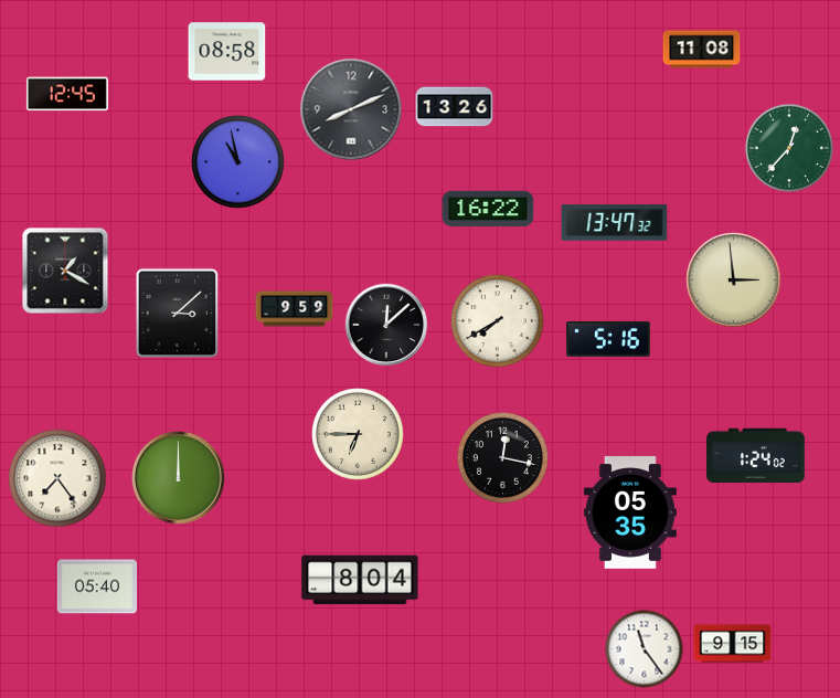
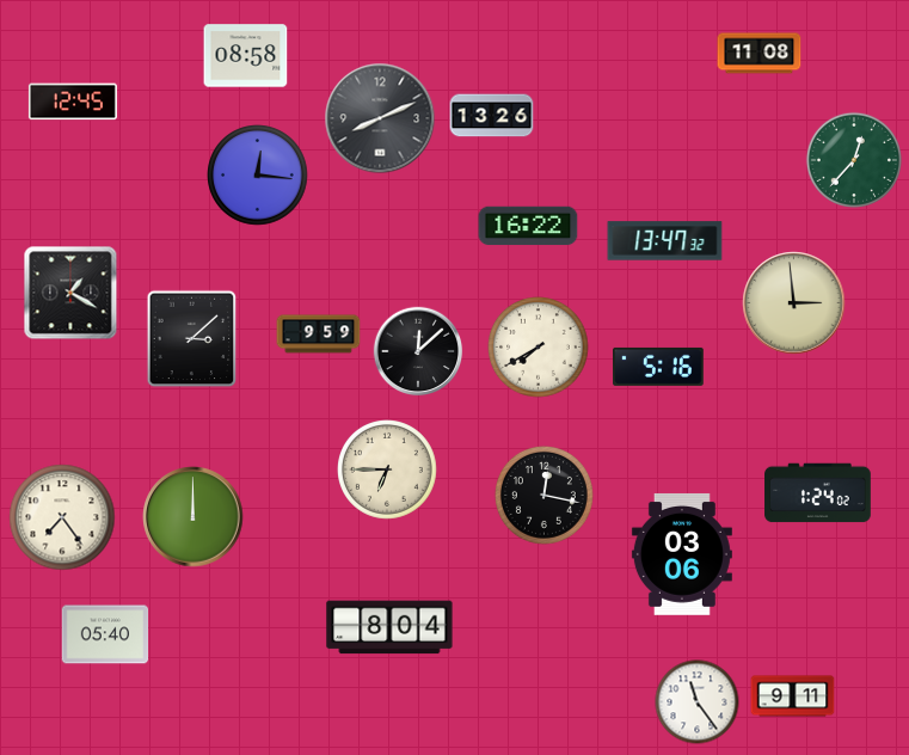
clock at (238, 162): 10:58 -> 12:16
clock at (630, 512): 05:35 -> 03:06
clock at (733, 644): 9:15 -> 9:11
